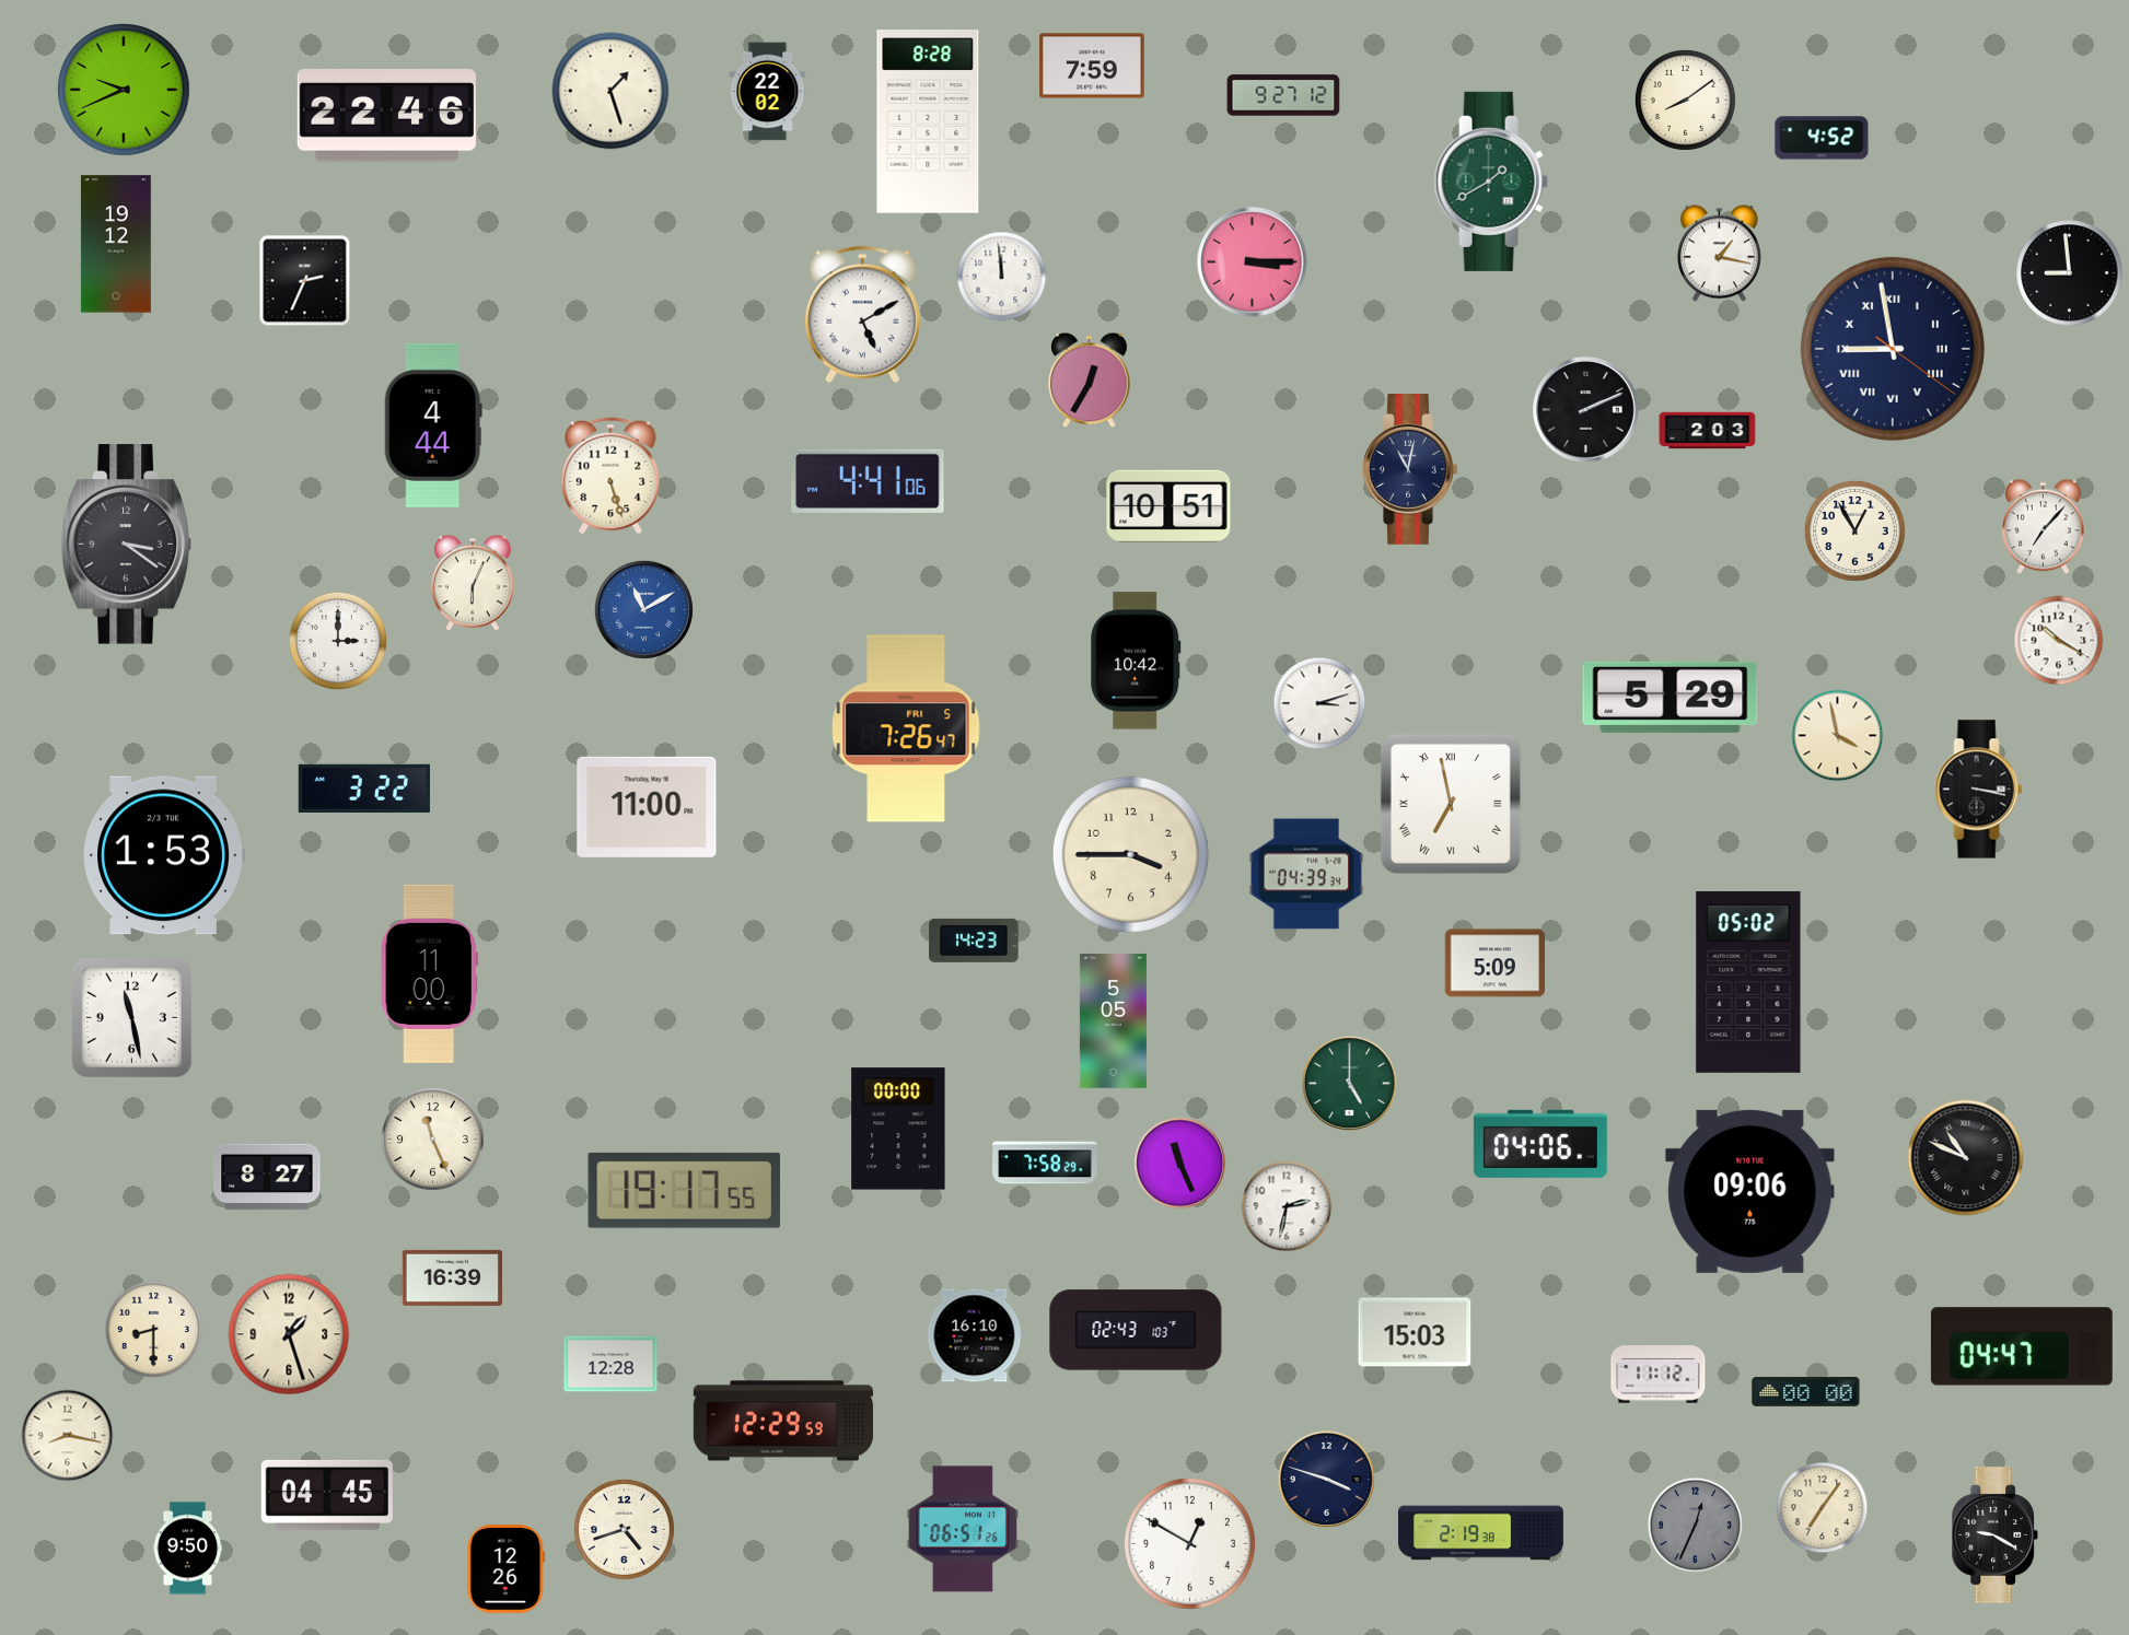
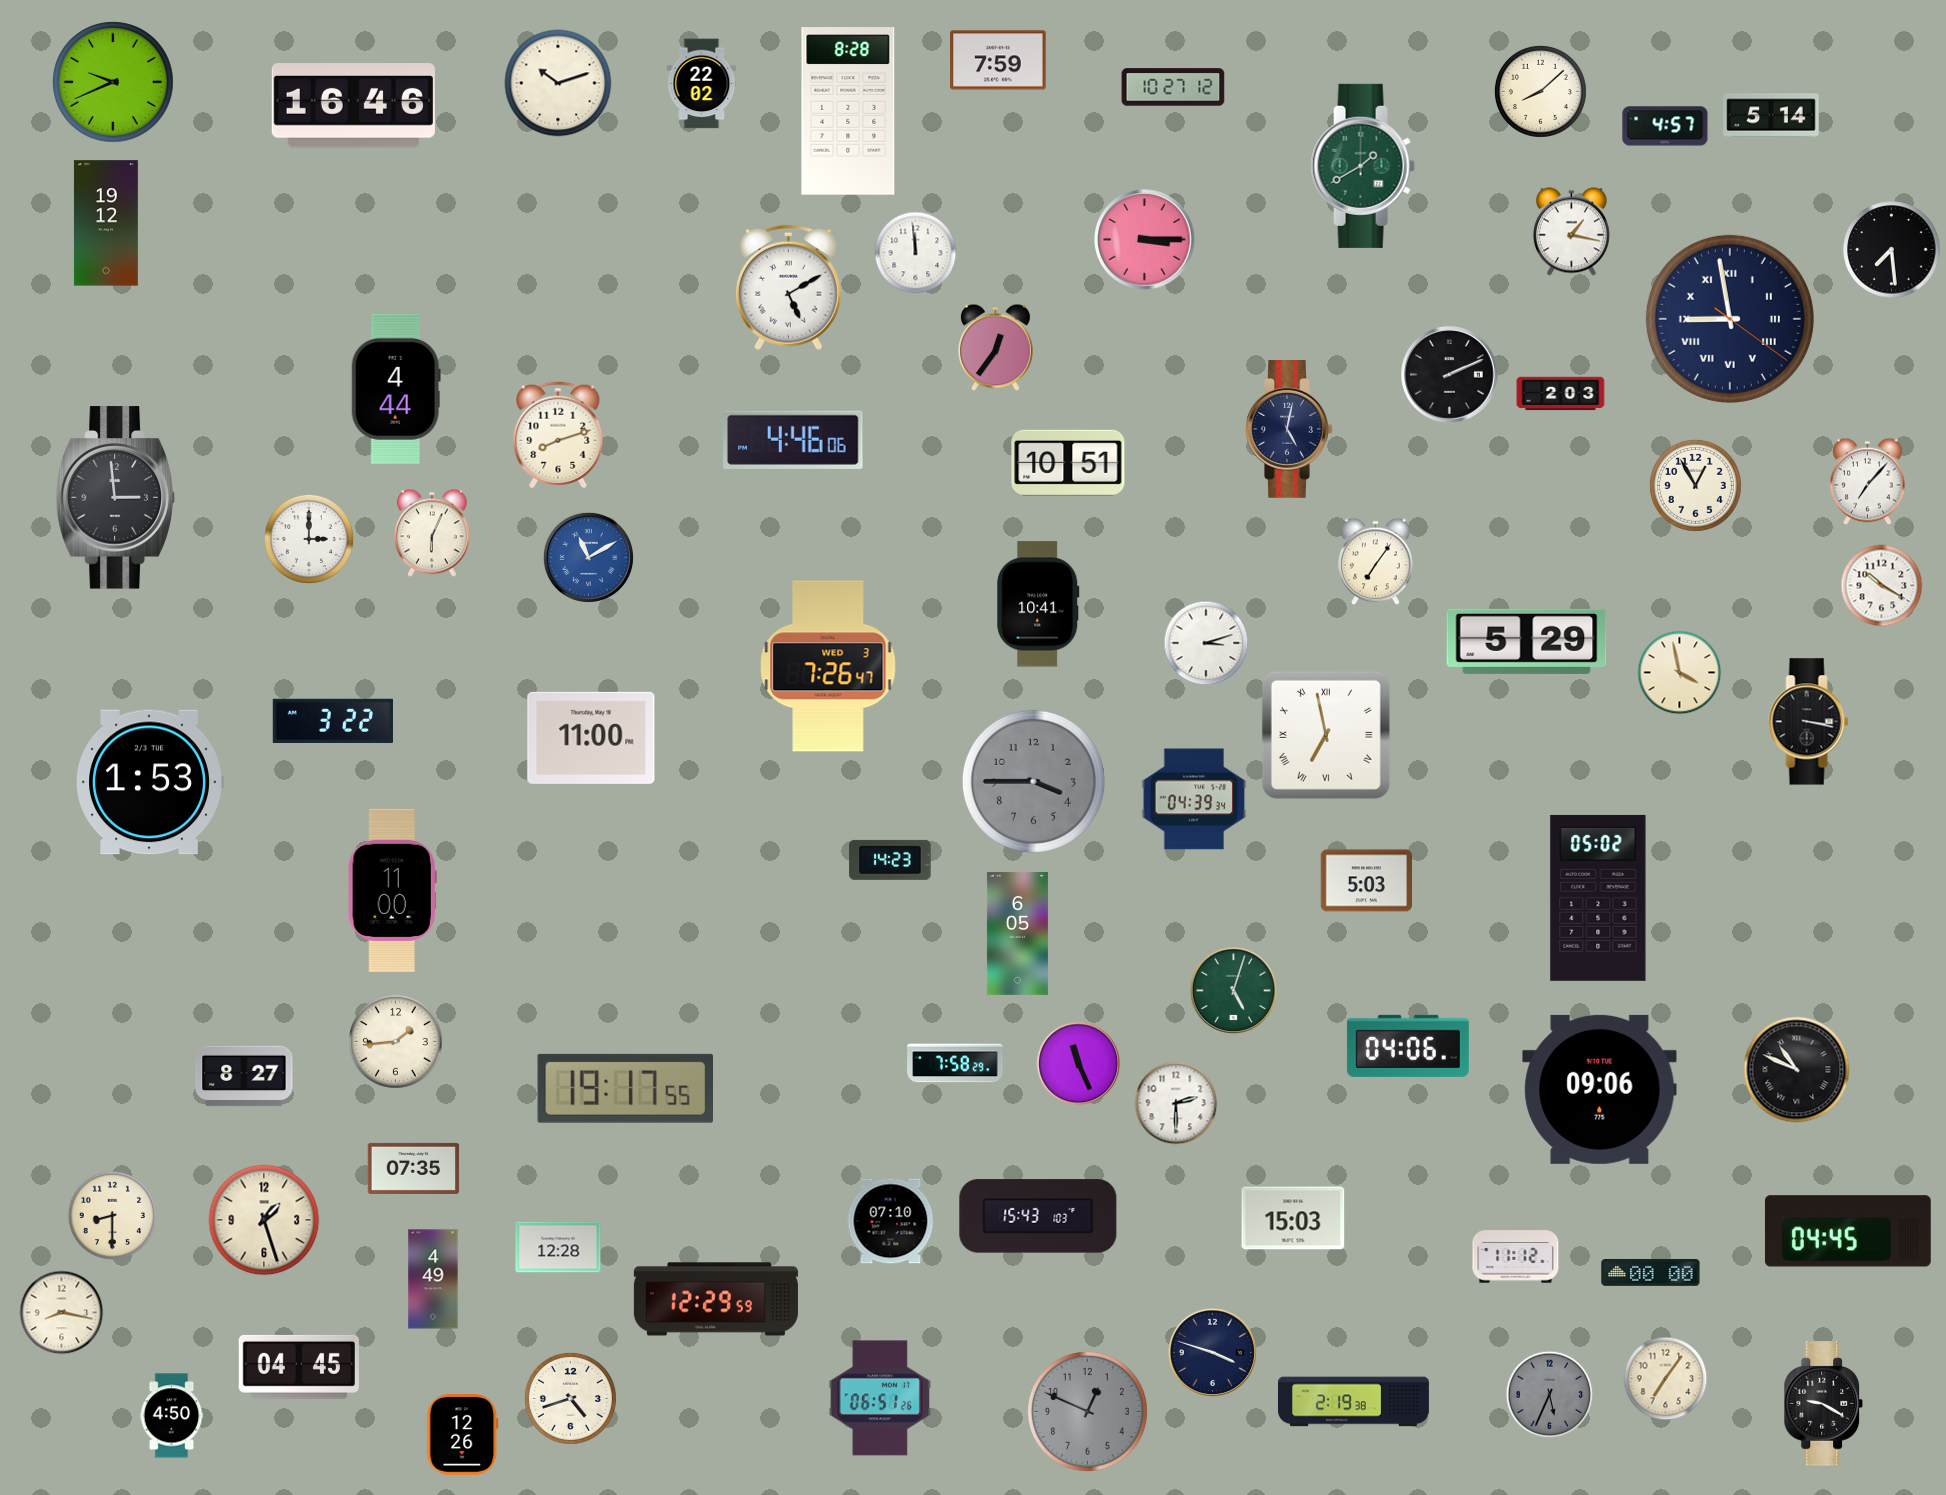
clock at (610, 91): 1:27 -> 10:12
clock at (1283, 95): 9:27 -> 10:27
clock at (1685, 100): 8:09 -> 8:08
clock at (386, 116): 22:46 -> 16:46
clock at (1771, 115): none -> 5:14
clock at (1822, 138): 4:52 -> 4:57
clock at (2070, 273): 8:59 -> 7:29
clock at (305, 281): 2:34 -> none
clock at (1090, 381): 12:35 -> 12:36
clock at (1410, 470): 11:02 -> 5:02
clock at (610, 476): 5:27 -> 8:12
clock at (868, 481): 4:41 -> 4:46
clock at (126, 545): 3:21 -> 2:59
clock at (1376, 562): none -> 7:06
clock at (338, 641) position: (338, 641) -> (309, 539)
clock at (1136, 661): 10:42 -> 10:41
clock at (1671, 697) position: (1671, 697) -> (1527, 641)
clock at (906, 728) date: FRI 5 -> WED 3
clock at (1130, 854) dial: cream -> grey
clock at (1496, 964): 5:09 -> 5:03
clock at (131, 1017): 11:28 -> none
clock at (1113, 1020): 5:05 -> 6:05
clock at (1350, 1084): 5:00 -> 5:03
clock at (898, 1129): 00:00 -> none
clock at (433, 1140): 11:26 -> 1:44
clock at (1966, 1158) position: (1966, 1158) -> (1797, 1070)
clock at (1287, 1206): 2:32 -> 2:30
clock at (453, 1277): 16:39 -> 07:35
clock at (153, 1329) position: (153, 1329) -> (112, 1215)
clock at (1136, 1330): 02:43 -> 15:43
clock at (975, 1335): 16:10 -> 07:10
clock at (2022, 1346): 04:47 -> 04:45
clock at (433, 1279): none -> 4:49
clock at (1696, 1526): 12:34 -> 5:34
clock at (1190, 1544): 12:50 -> 12:49
clock at (1190, 1544) dial: white -> grey
clock at (188, 1549): 9:50 -> 4:50
